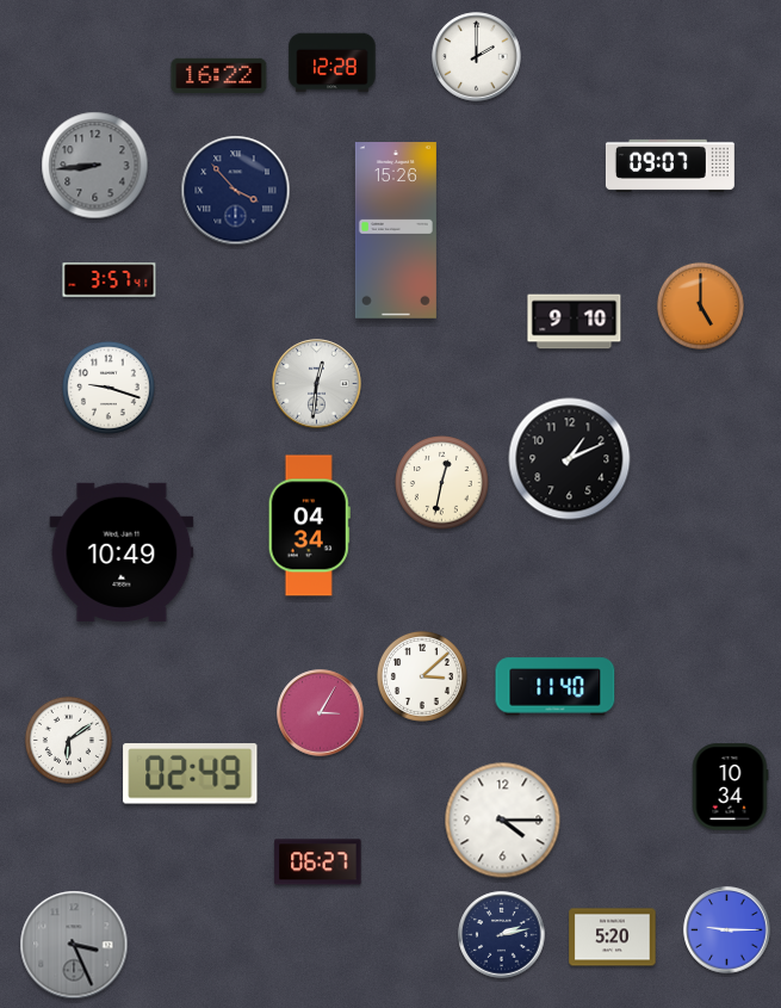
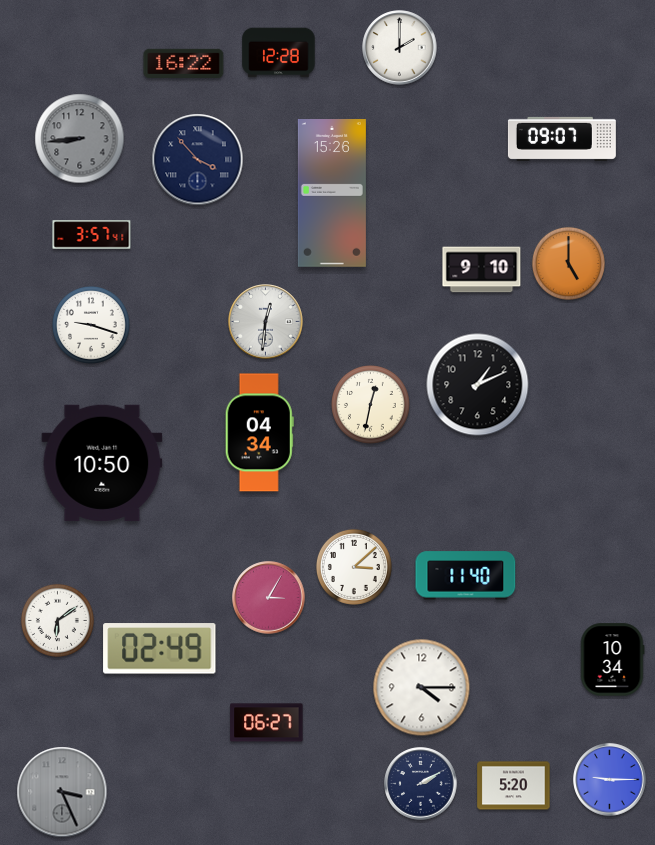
clock at (700, 305) position: (700, 305) -> (568, 263)
clock at (309, 526) position: (309, 526) -> (259, 433)
clock at (122, 552): 10:49 -> 10:50
clock at (502, 935): 2:13 -> 2:10
